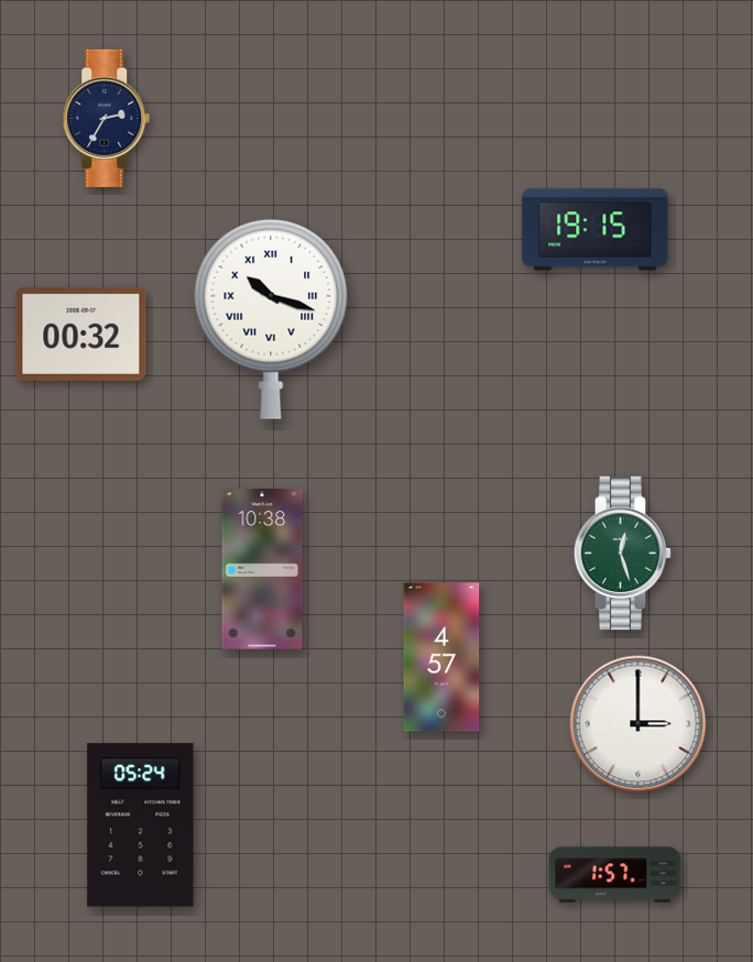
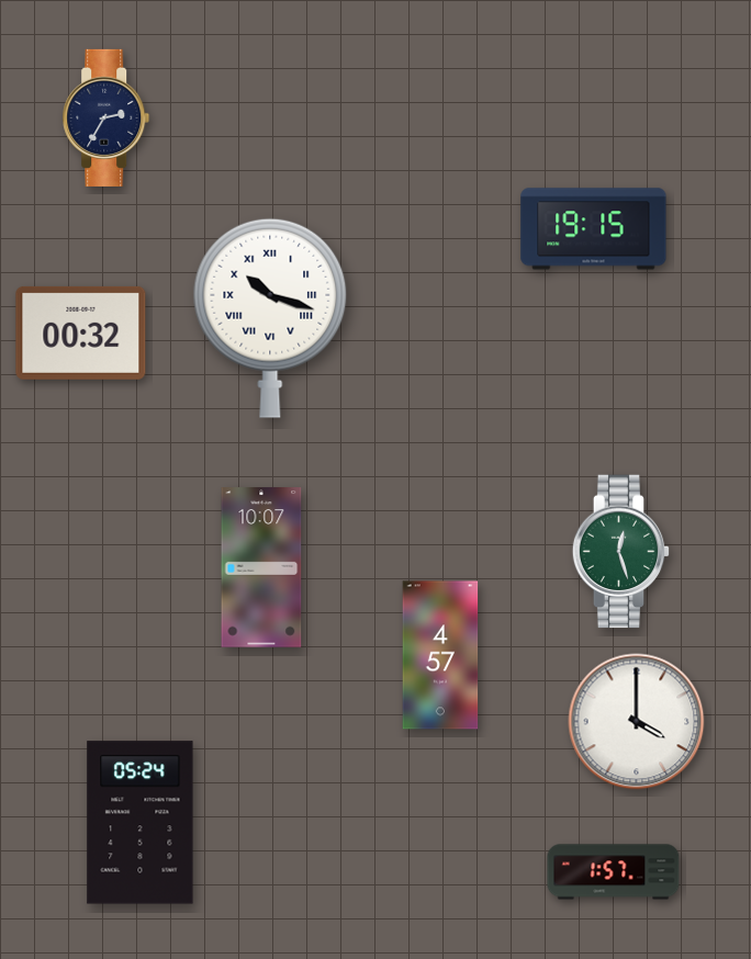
clock at (262, 569): 10:38 -> 10:07
clock at (639, 724): 3:00 -> 4:00
